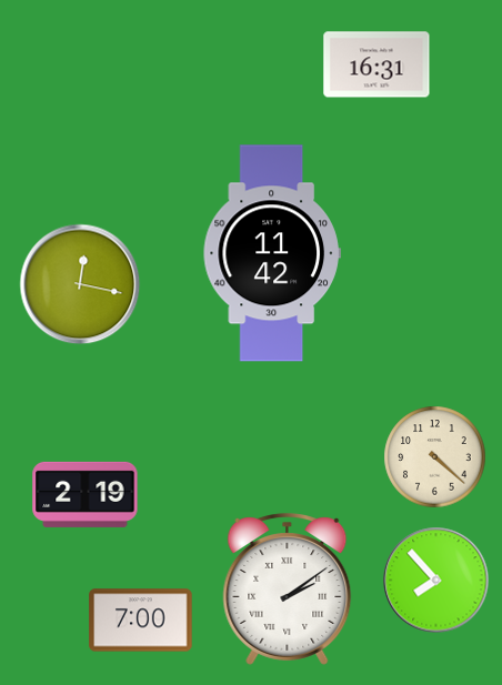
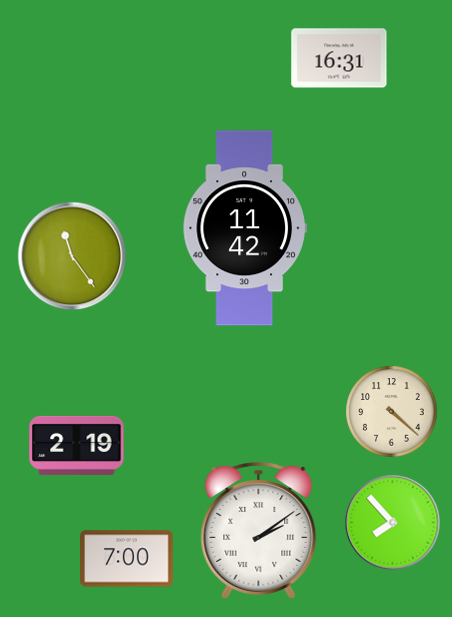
clock at (80, 284): 12:17 -> 11:24
